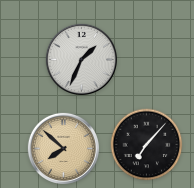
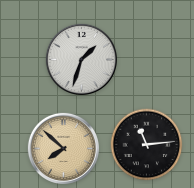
clock at (81, 59): 1:34 -> 1:33
clock at (147, 145): 7:07 -> 11:14
